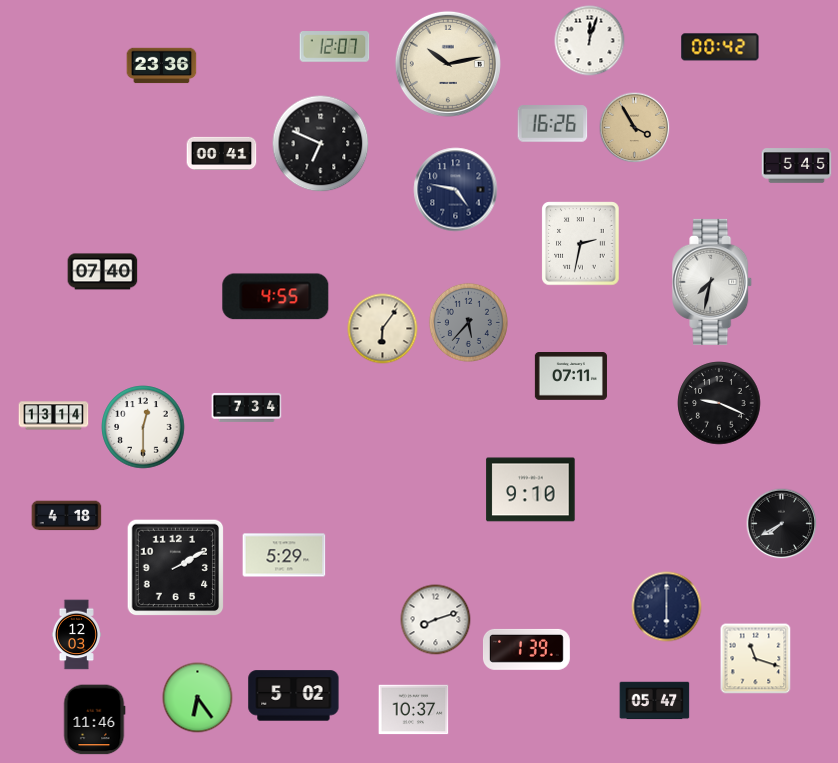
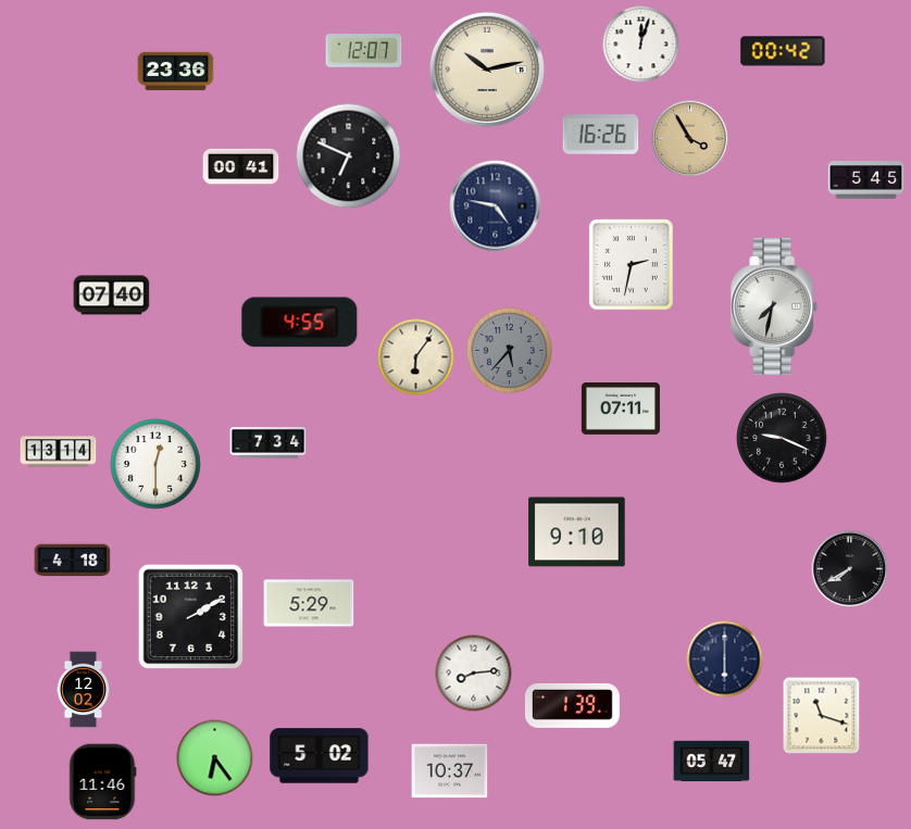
clock at (436, 620): 8:12 -> 8:14
clock at (76, 635): 12:03 -> 12:02
